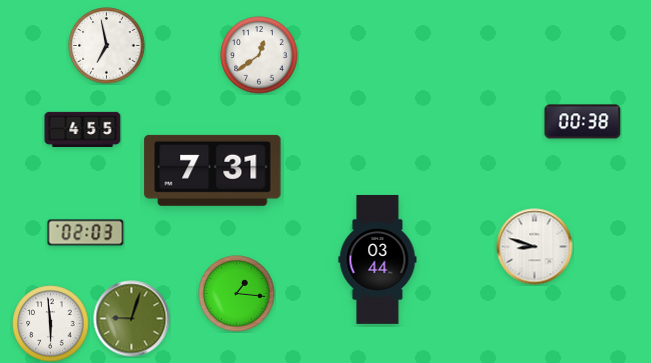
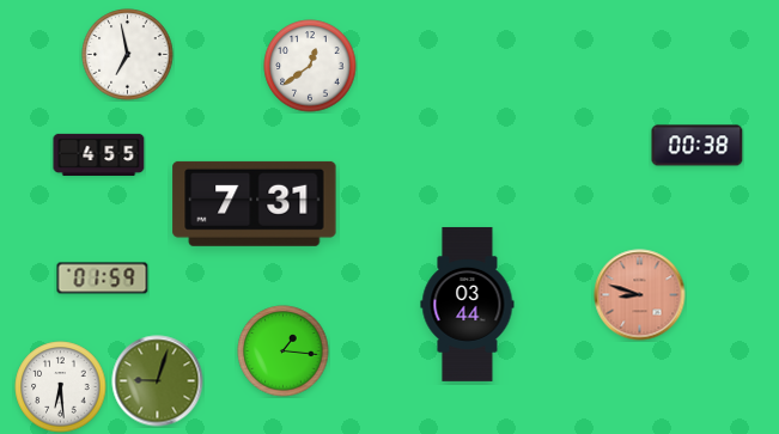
clock at (86, 233): 02:03 -> 01:59
clock at (535, 247) dial: white -> salmon
clock at (378, 259) position: (378, 259) -> (468, 304)
clock at (51, 324): 5:59 -> 6:29
